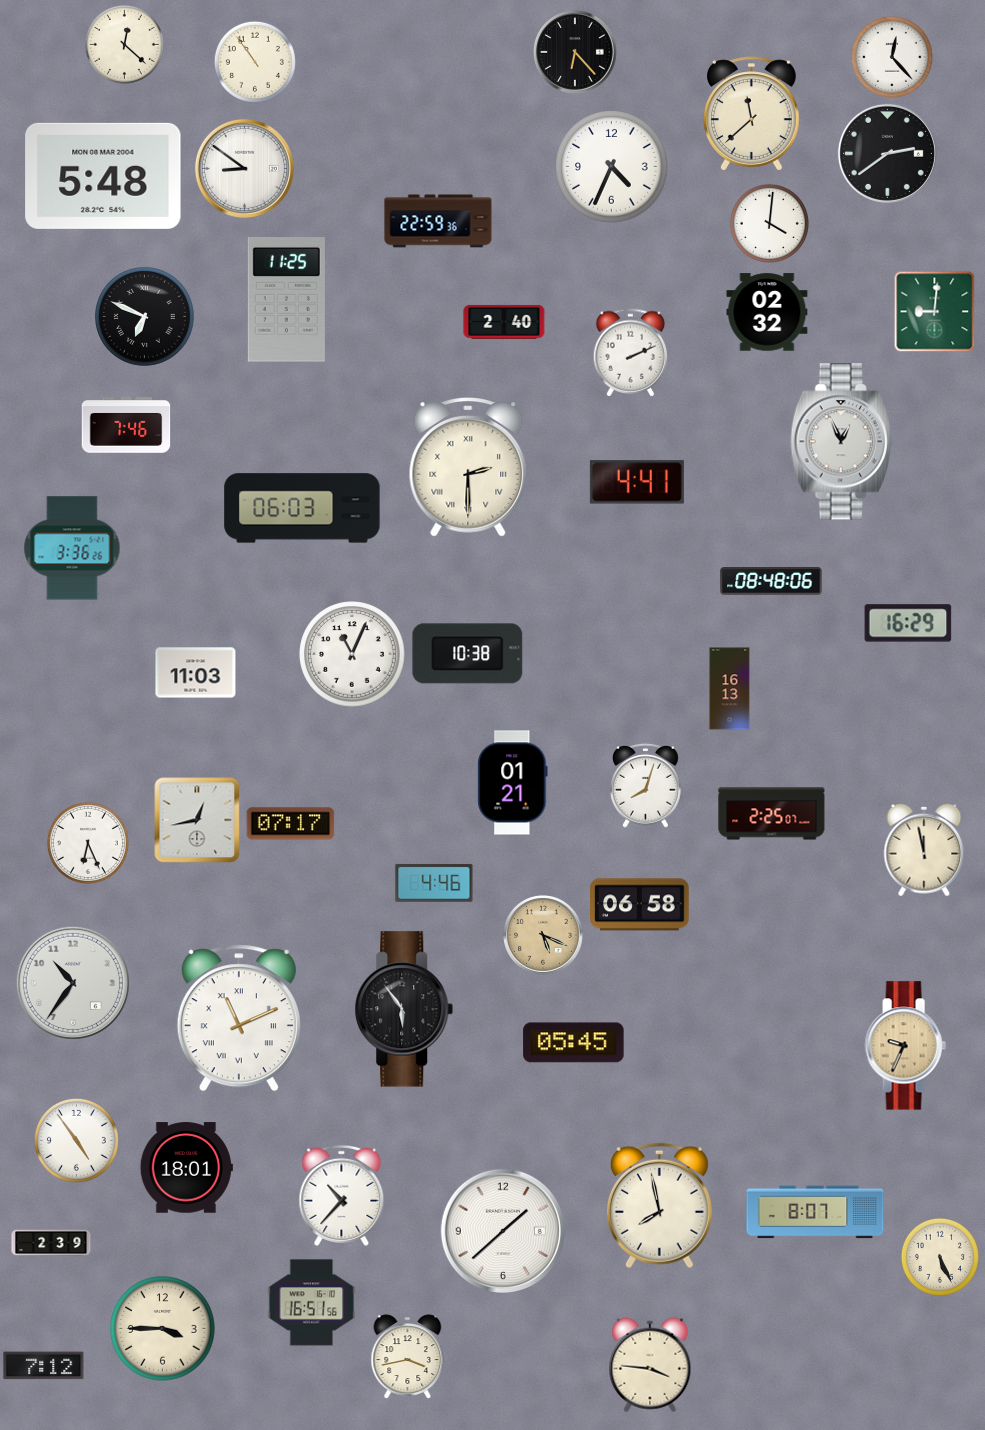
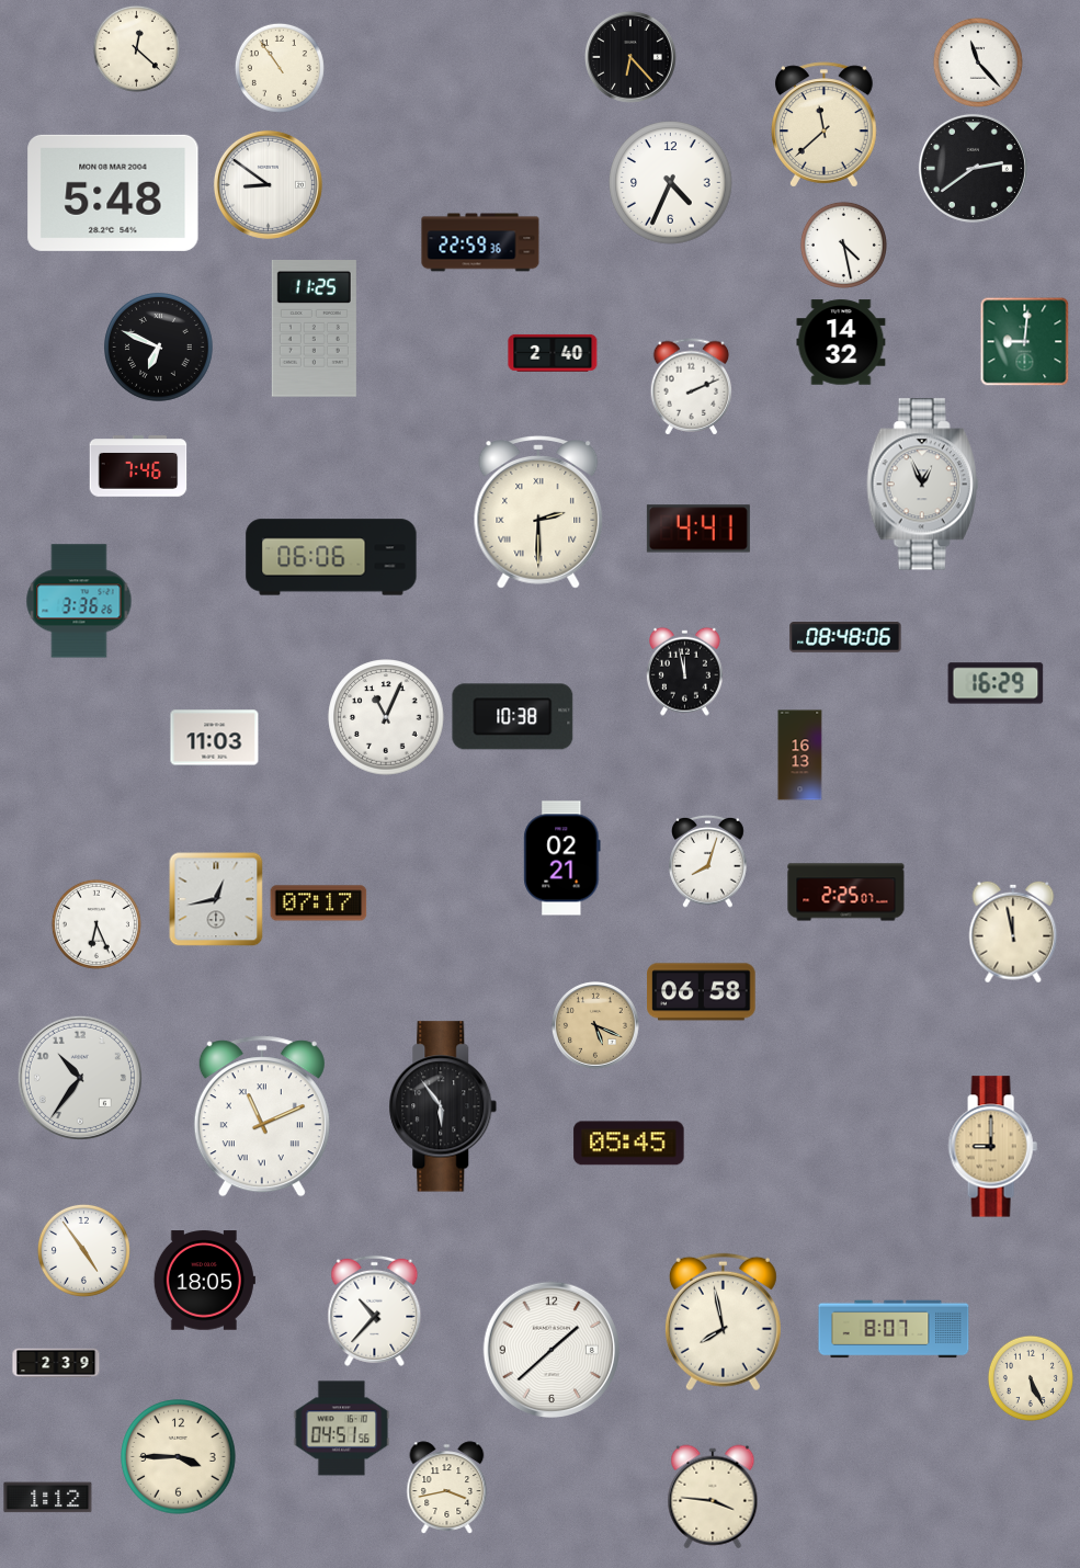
clock at (892, 57): 12:23 -> 11:23
clock at (769, 223): 4:01 -> 4:28
clock at (767, 312): 02:32 -> 14:32
clock at (468, 467) position: (468, 467) -> (538, 512)
clock at (302, 508): 06:03 -> 06:06
clock at (684, 671): none -> 11:58
clock at (513, 783): 01:21 -> 02:21
clock at (434, 883): 4:46 -> none
clock at (905, 1046): 9:34 -> 9:00
clock at (186, 1168): 18:01 -> 18:05
clock at (312, 1303): 16:51 -> 04:51
clock at (44, 1366): 7:12 -> 1:12
